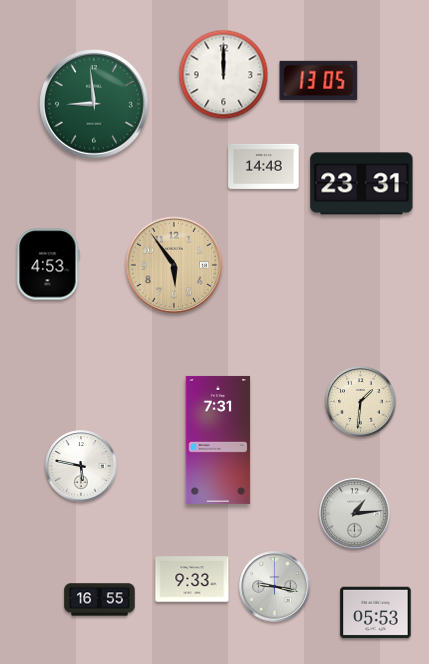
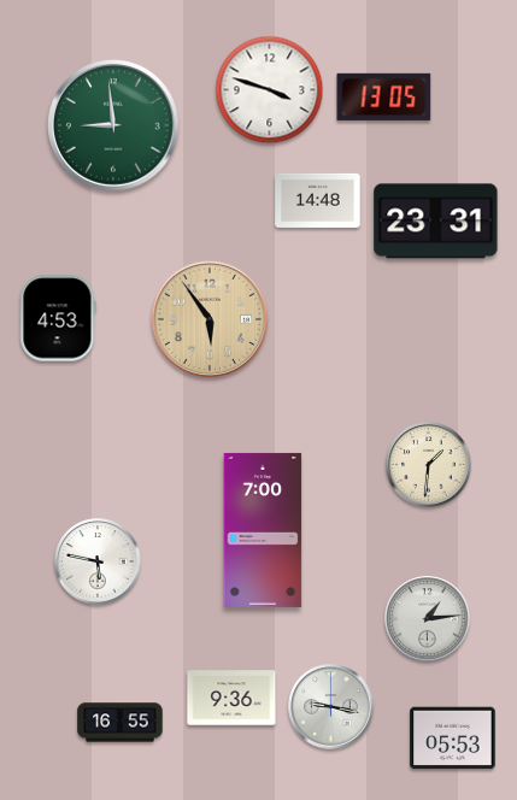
clock at (224, 75): 12:00 -> 3:48
clock at (361, 402) position: (361, 402) -> (429, 465)
clock at (218, 440): 7:31 -> 7:00
clock at (192, 579): 9:33 -> 9:36
